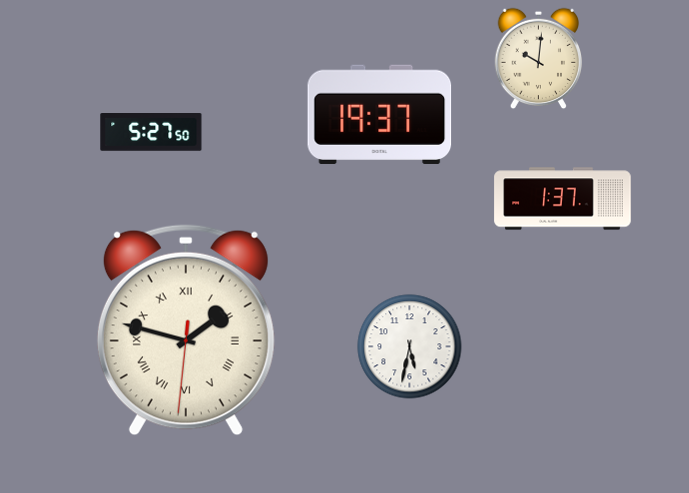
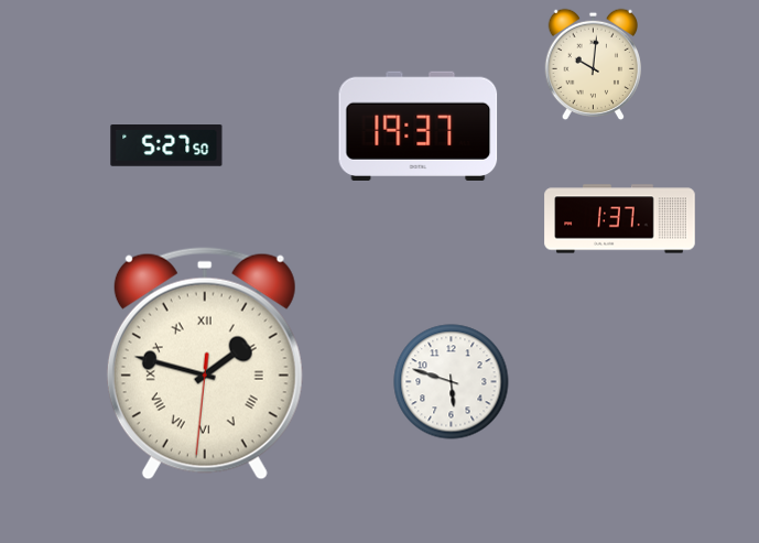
clock at (410, 347): 5:32 -> 5:48
